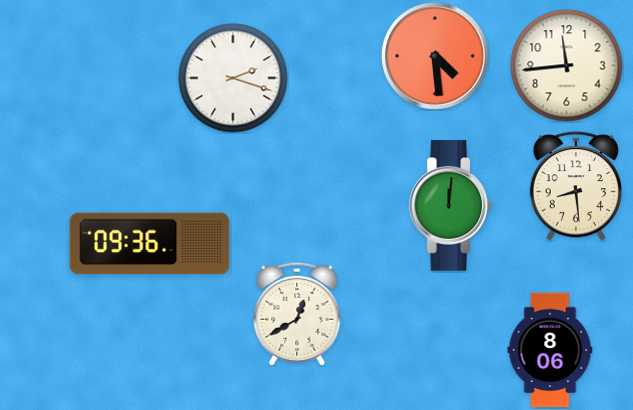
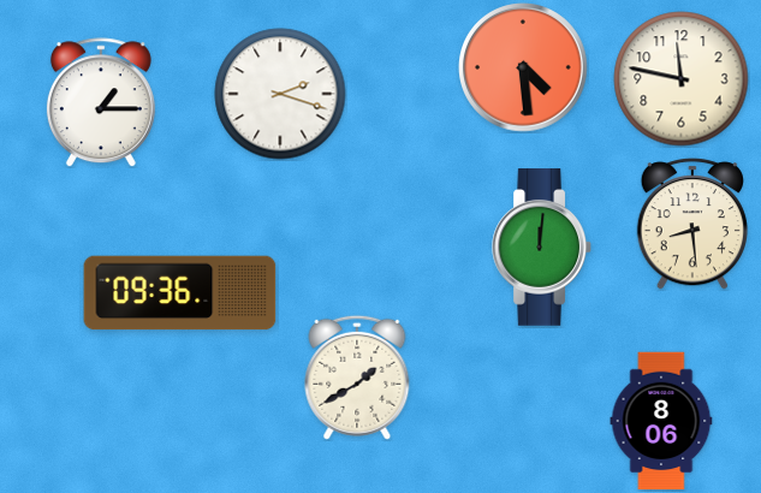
clock at (567, 66): 11:44 -> 11:47
clock at (101, 102): none -> 1:15
clock at (297, 314): 12:40 -> 1:40
